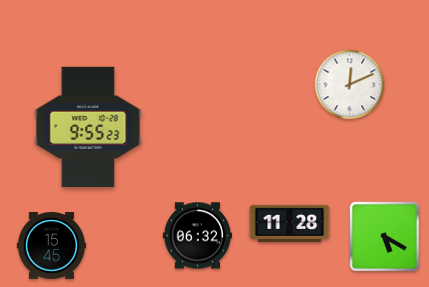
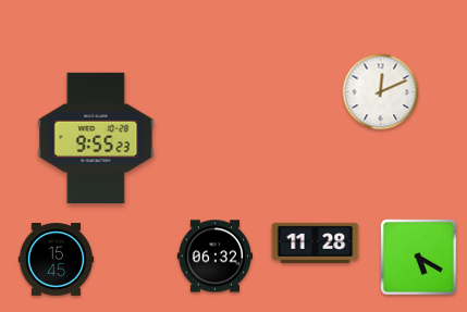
clock at (52, 246) position: (52, 246) -> (57, 260)
